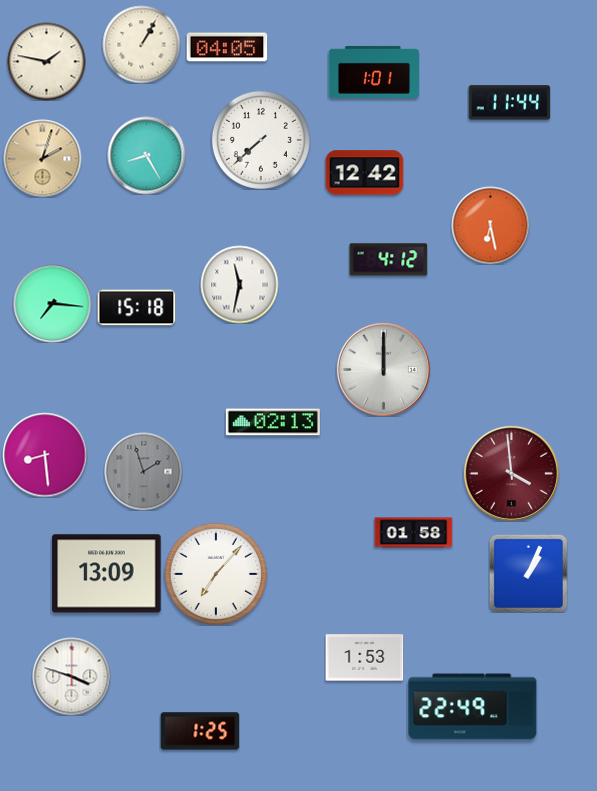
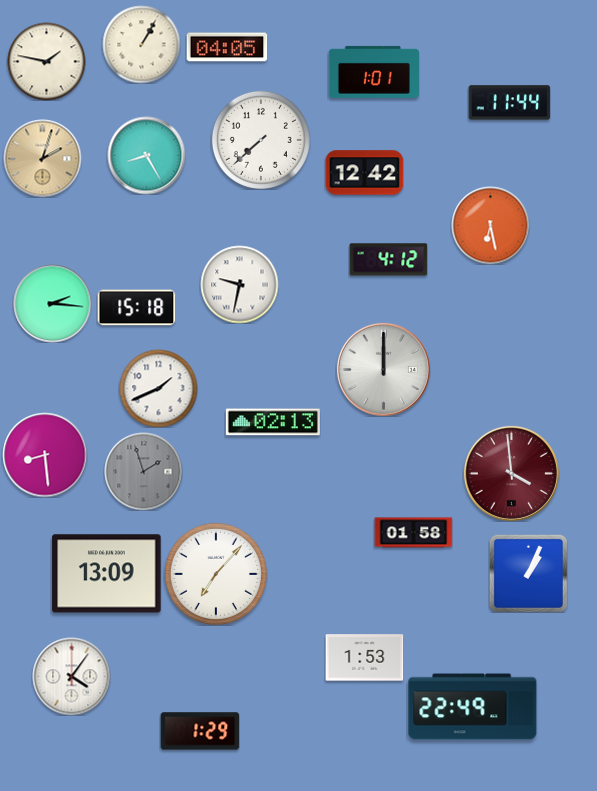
clock at (239, 284): 11:32 -> 9:32
clock at (52, 303): 7:16 -> 2:16
clock at (158, 388): none -> 1:41
clock at (71, 676): 3:48 -> 4:06
clock at (200, 731): 1:25 -> 1:29
